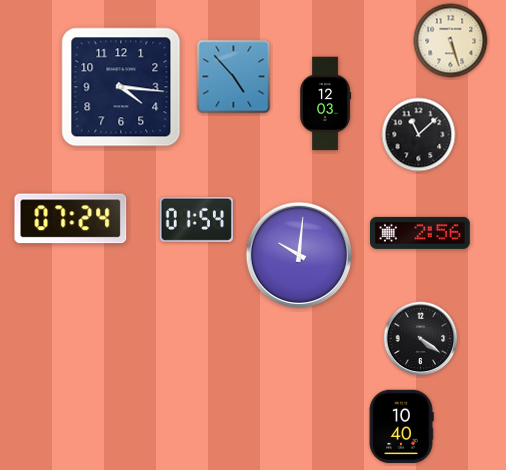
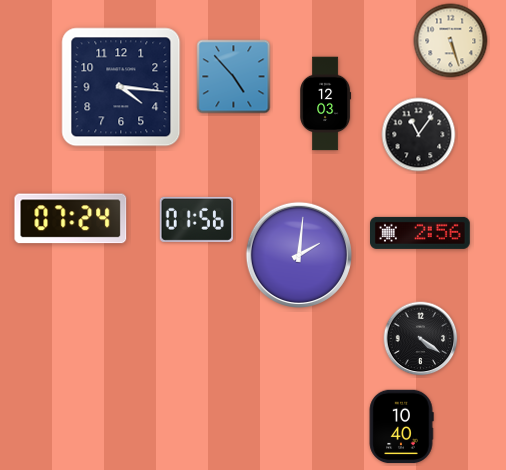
clock at (419, 135): 11:08 -> 11:06
clock at (196, 219): 01:54 -> 01:56
clock at (298, 254): 10:01 -> 2:01
